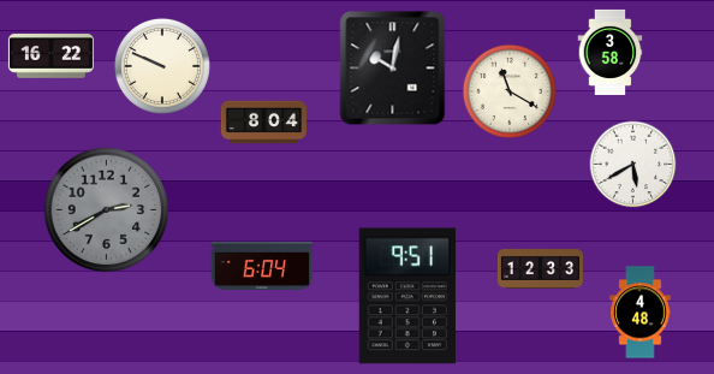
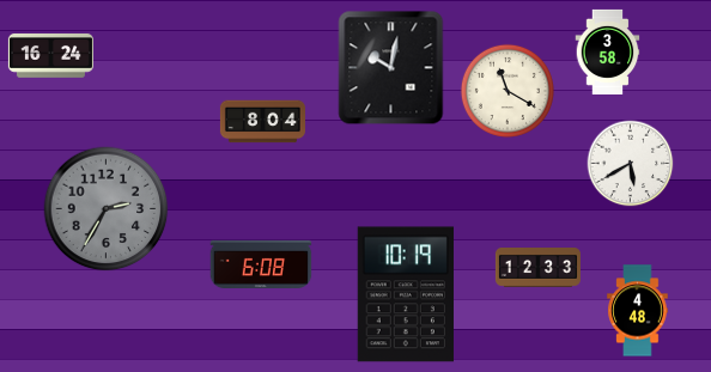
clock at (50, 57): 16:22 -> 16:24
clock at (162, 66): 9:49 -> none
clock at (107, 210): 2:40 -> 2:35
clock at (262, 265): 6:04 -> 6:08
clock at (407, 296): 9:51 -> 10:19
